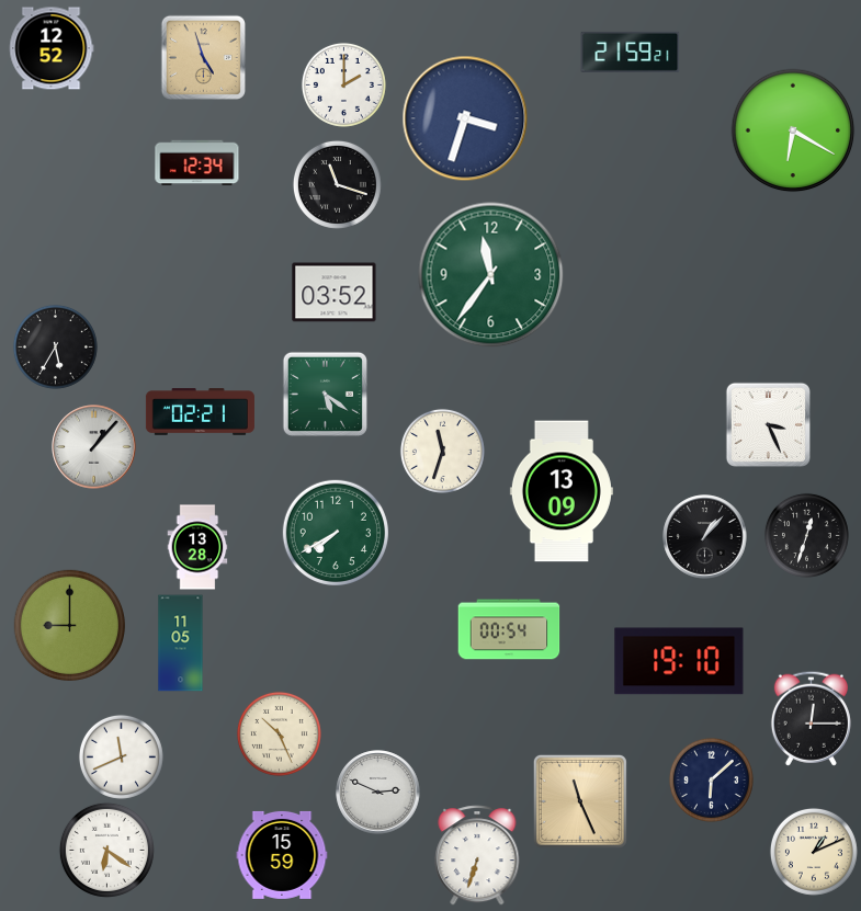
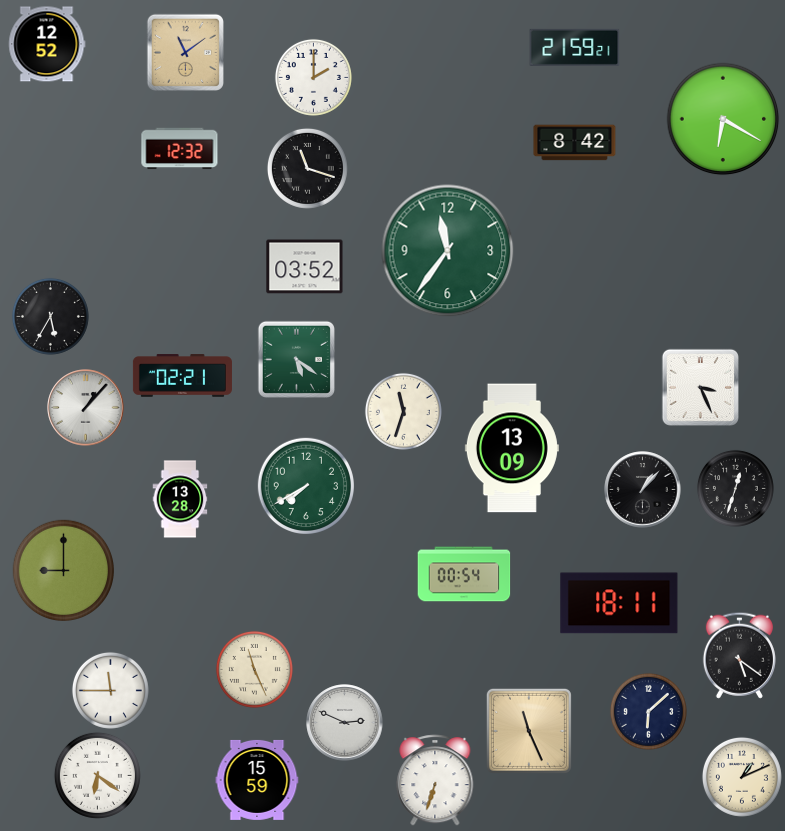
clock at (203, 57): 4:57 -> 11:09
clock at (465, 118): 3:33 -> none
clock at (575, 143): none -> 8:42
clock at (197, 163): 12:34 -> 12:32
clock at (181, 644): 11:05 -> none
clock at (679, 661): 19:10 -> 18:11
clock at (811, 718): 12:15 -> 5:21
clock at (279, 733): 10:26 -> 11:26
clock at (121, 756): 11:41 -> 11:45
